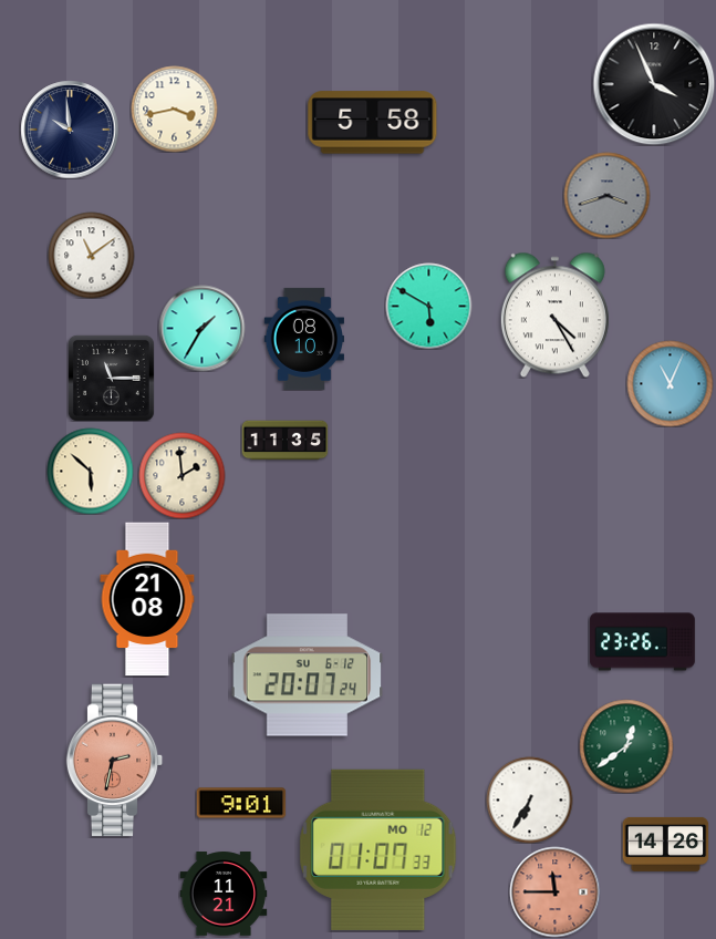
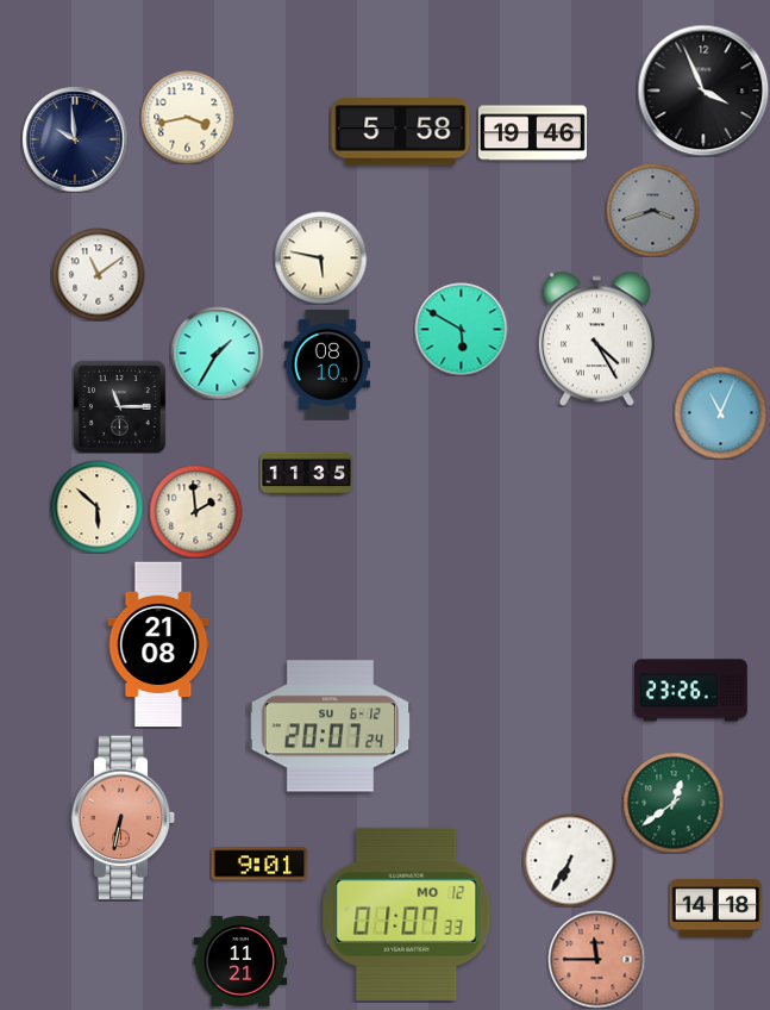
clock at (532, 133): none -> 19:46
clock at (320, 257): none -> 5:47
clock at (115, 761): 2:32 -> 6:32
clock at (665, 844): 14:26 -> 14:18
